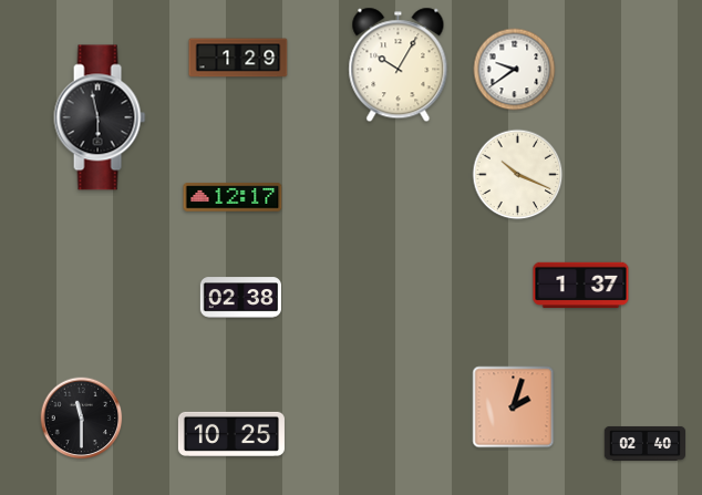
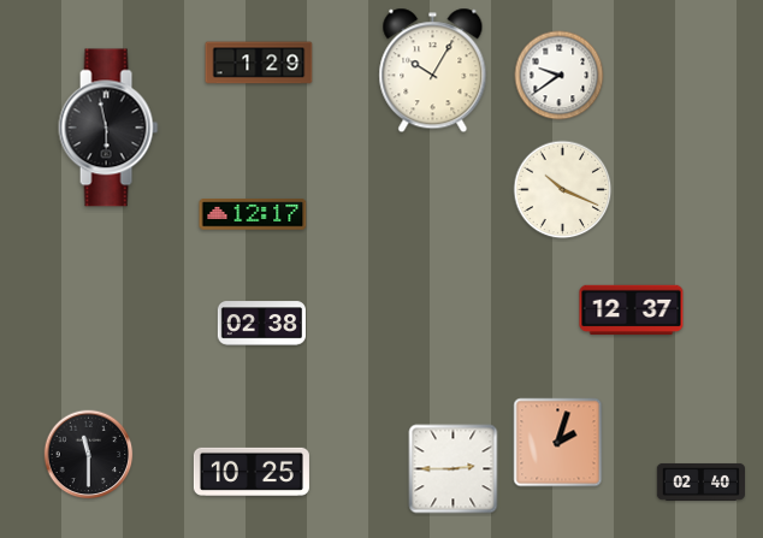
clock at (581, 286): 1:37 -> 12:37
clock at (454, 469): none -> 2:45
